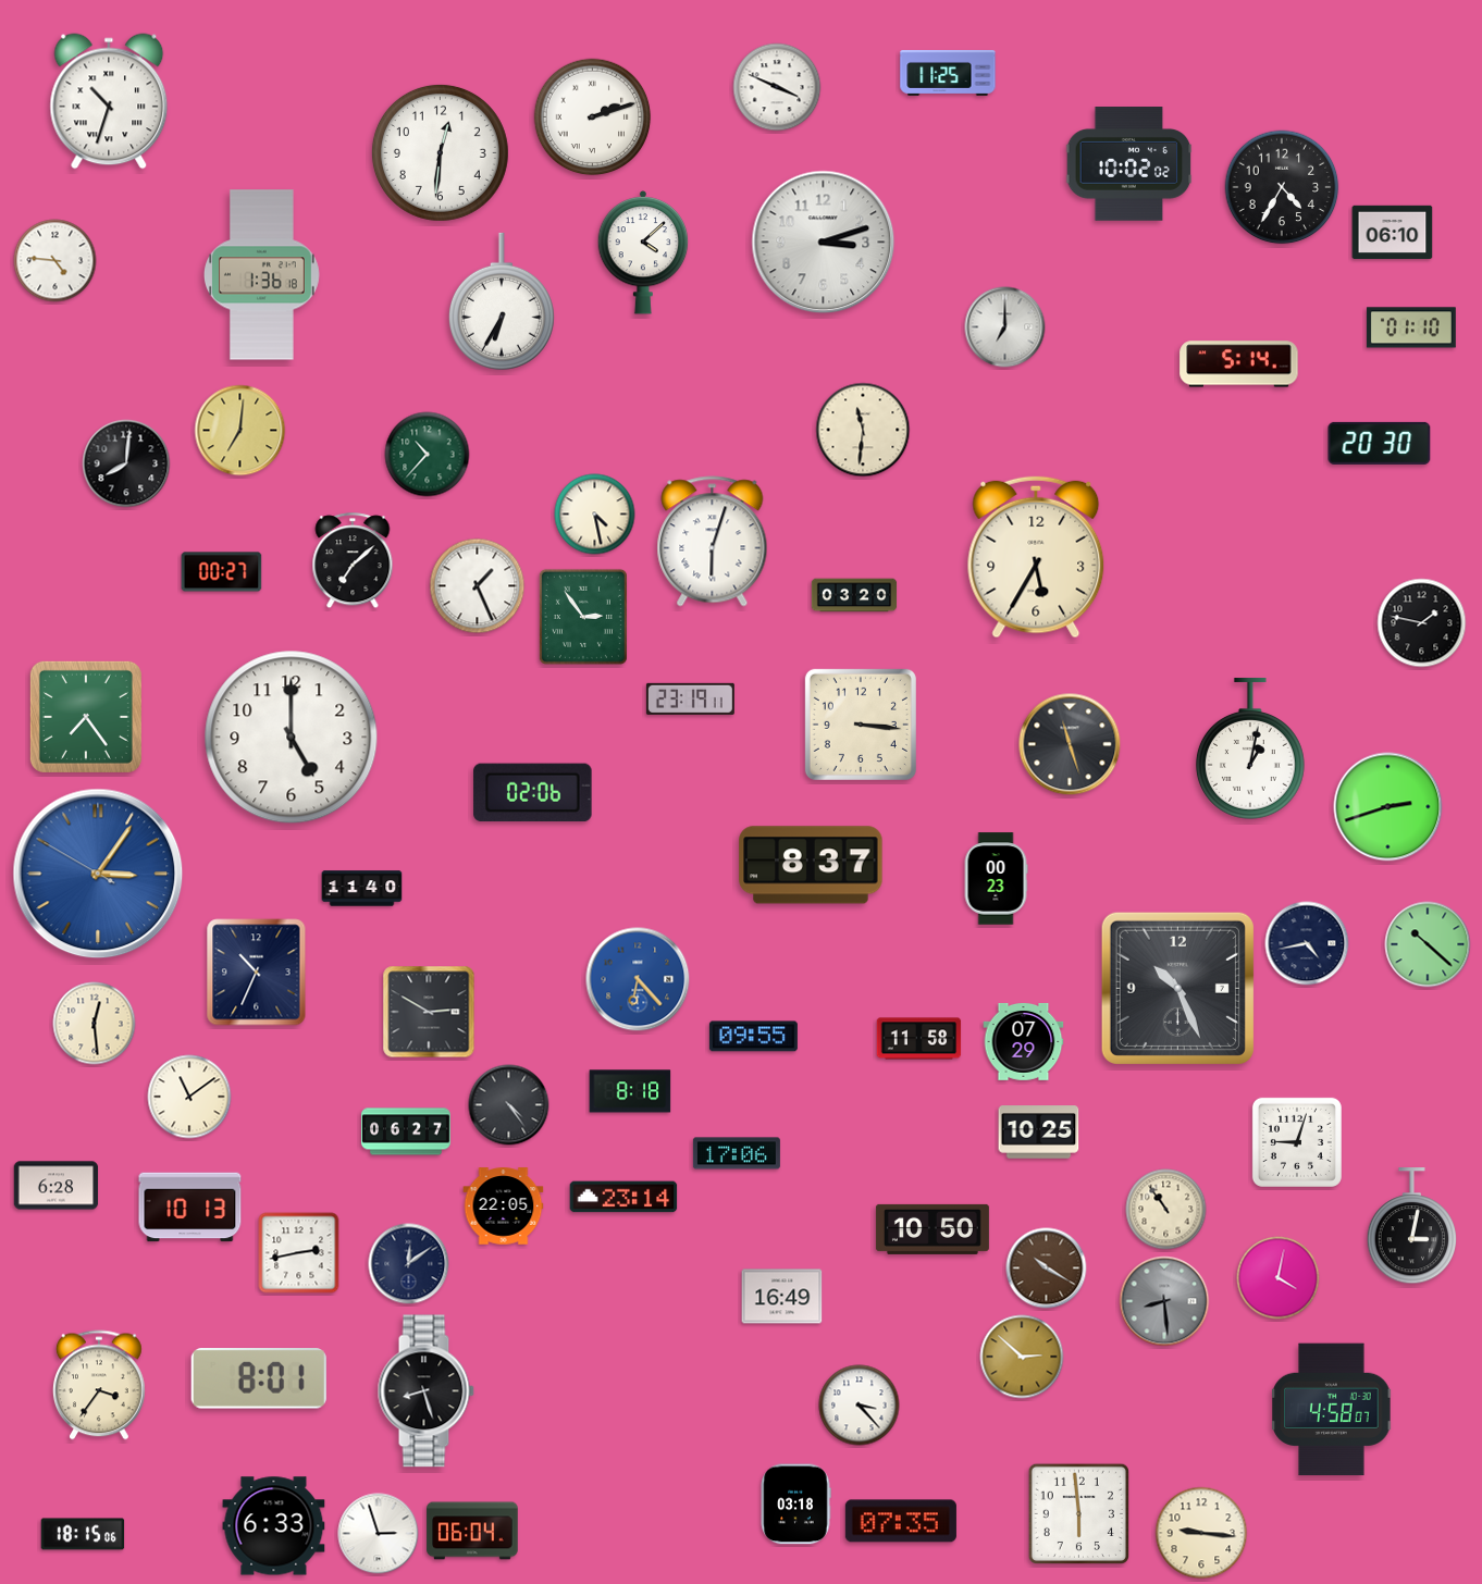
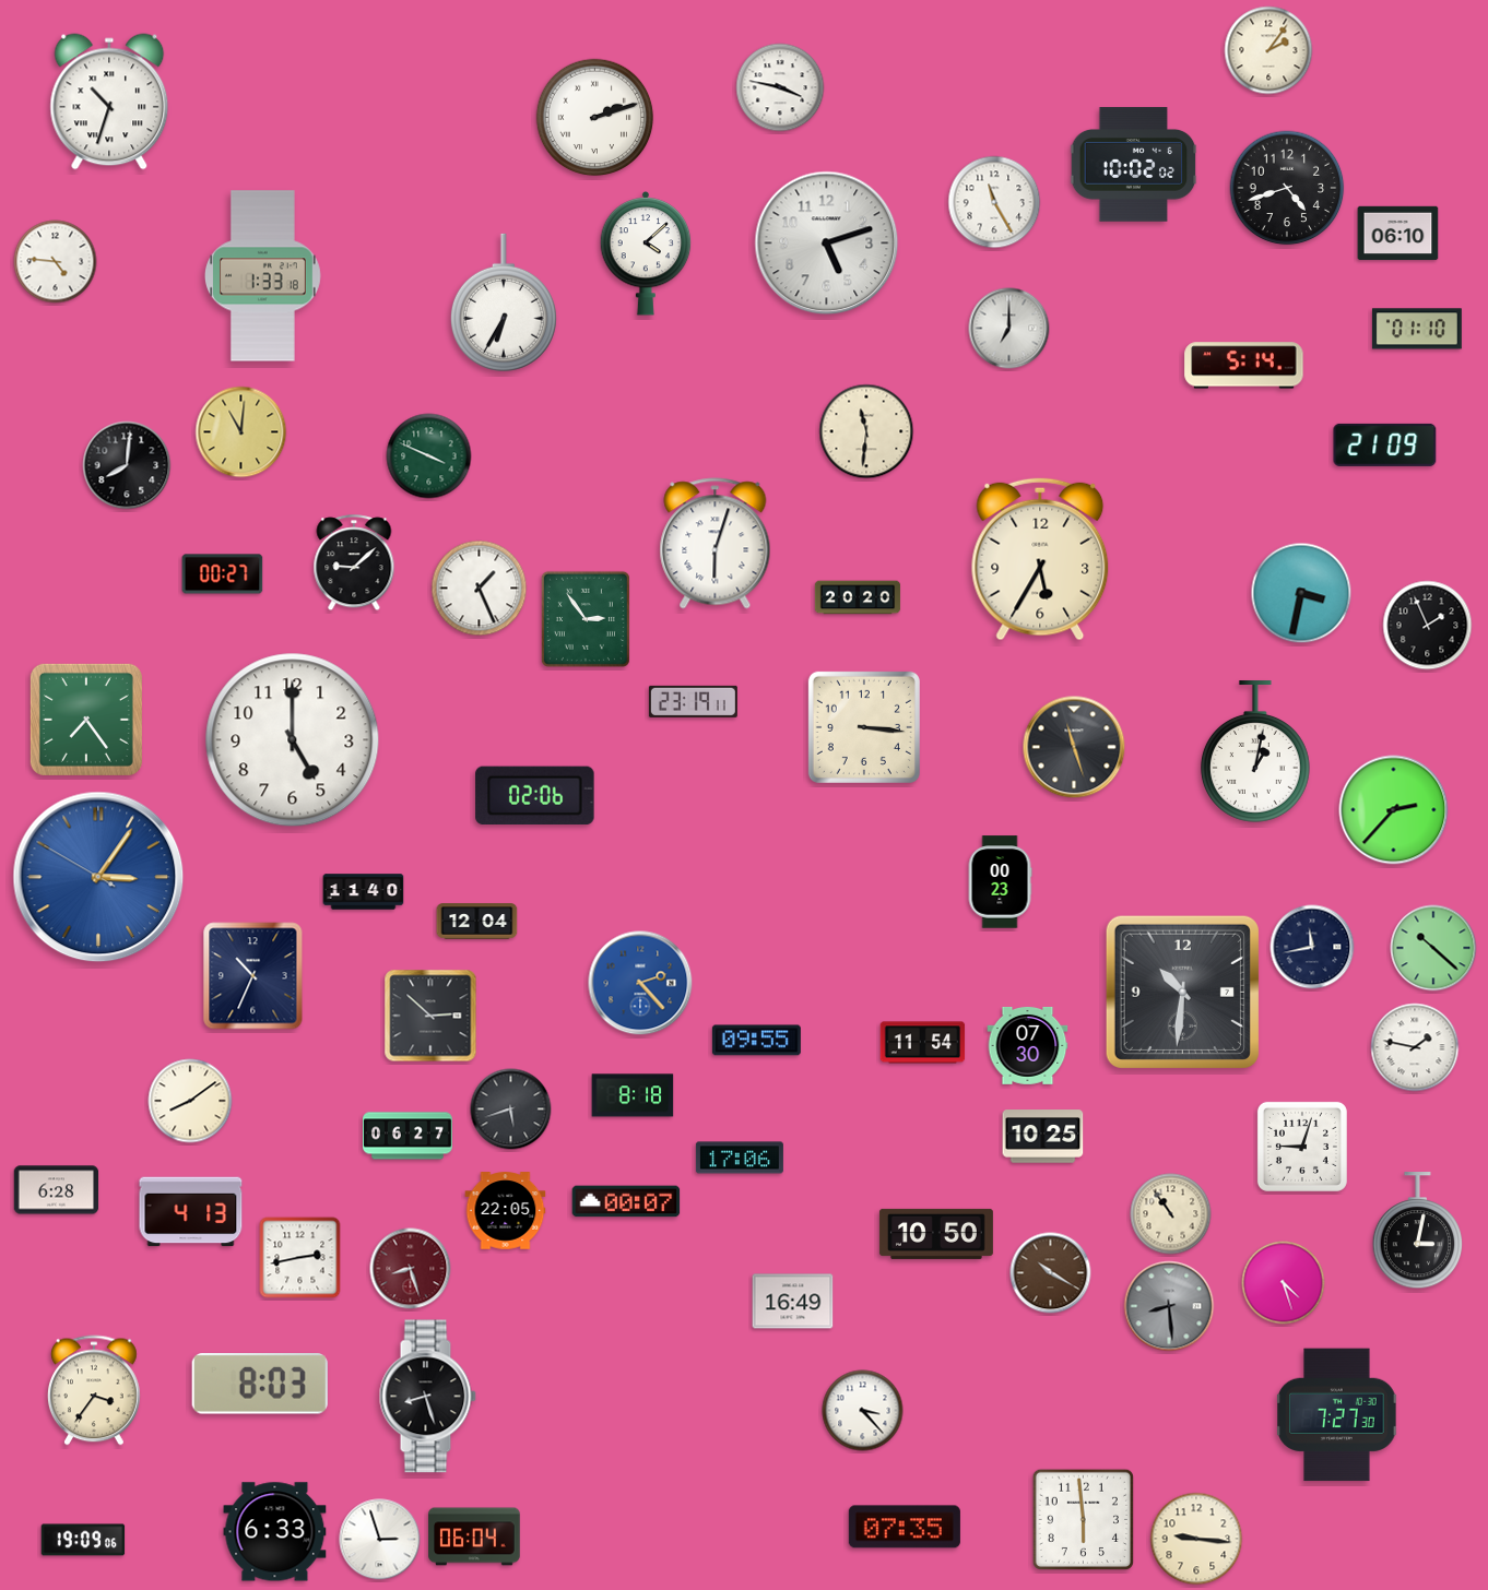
clock at (1268, 50): none -> 2:06
clock at (948, 73): 11:25 -> none
clock at (777, 87): 3:49 -> 3:47
clock at (440, 152): 12:31 -> none
clock at (1282, 187): 4:35 -> 4:42
clock at (994, 202): none -> 11:25
clock at (824, 243): 3:12 -> 5:12
clock at (262, 275): 1:36 -> 1:33
clock at (240, 431): 7:01 -> 11:01
clock at (1380, 443): 20:30 -> 21:09
clock at (428, 455): 10:37 -> 3:49
clock at (595, 515): 4:28 -> none
clock at (353, 561): 7:08 -> 9:08
clock at (1301, 593): none -> 3:32
clock at (854, 595): 03:20 -> 20:20
clock at (1422, 623): 1:47 -> 1:56
clock at (1388, 807): 2:42 -> 2:37
clock at (811, 865): 8:37 -> none
clock at (477, 922): none -> 12:04
clock at (1307, 943): 4:43 -> 11:43
clock at (257, 973) position: (257, 973) -> (253, 976)
clock at (638, 979): 6:23 -> 2:23
clock at (1177, 988): 10:26 -> 10:31
clock at (429, 1012): 2:50 -> 2:52
clock at (95, 1024): 12:29 -> none
clock at (919, 1039): 11:58 -> 11:54
clock at (1024, 1041): 07:29 -> 07:30
clock at (1415, 1047): none -> 1:47
clock at (189, 1097): 11:09 -> 8:09
clock at (509, 1105): 4:24 -> 5:42
clock at (623, 1197): 23:14 -> 00:07
clock at (190, 1208): 10:13 -> 4:13
clock at (409, 1264): 12:09 -> 8:27
clock at (409, 1264) dial: navy -> burgundy
clock at (1279, 1278): 4:02 -> 4:27
clock at (782, 1297) position: (782, 1297) -> (793, 1302)
clock at (1022, 1357): 2:52 -> none
clock at (259, 1379): 8:01 -> 8:03
clock at (99, 1385) position: (99, 1385) -> (94, 1390)
clock at (1332, 1410): 4:58 -> 7:27
clock at (795, 1505): 03:18 -> none
clock at (1201, 1533) position: (1201, 1533) -> (1196, 1539)
clock at (83, 1534): 18:15 -> 19:09
